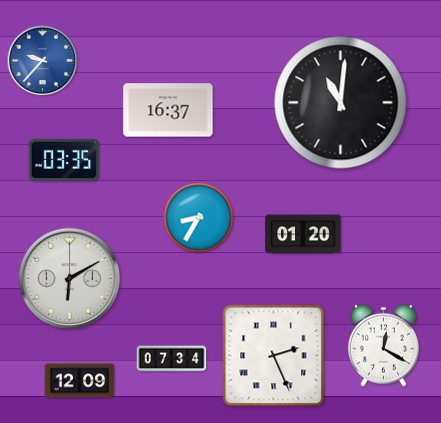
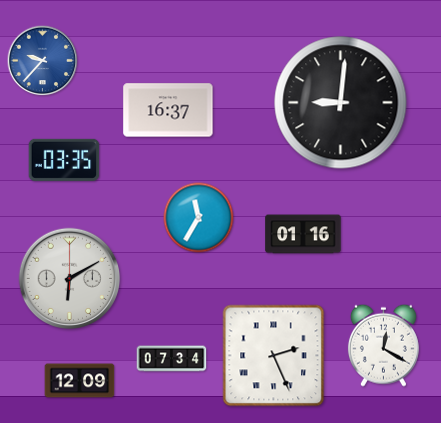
clock at (341, 103): 11:01 -> 9:01
clock at (199, 218): 8:35 -> 11:35
clock at (303, 234): 01:20 -> 01:16
